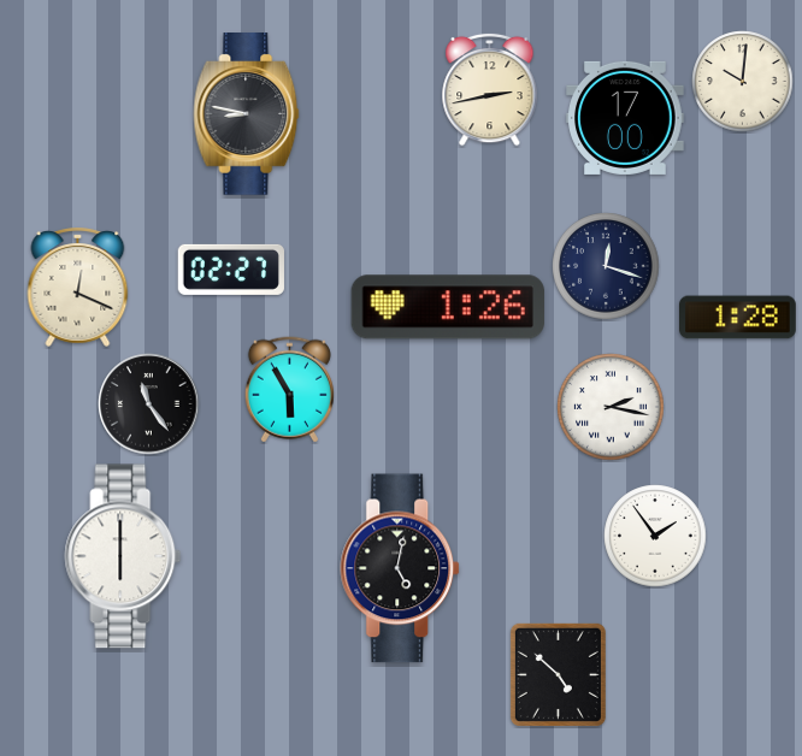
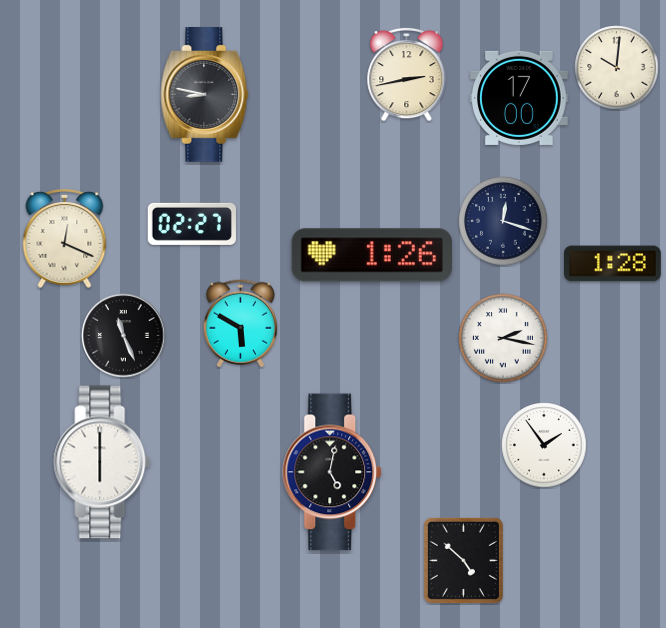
clock at (289, 390): 5:55 -> 5:50
clock at (149, 404): 11:24 -> 11:26
clock at (611, 407) position: (611, 407) -> (503, 338)
